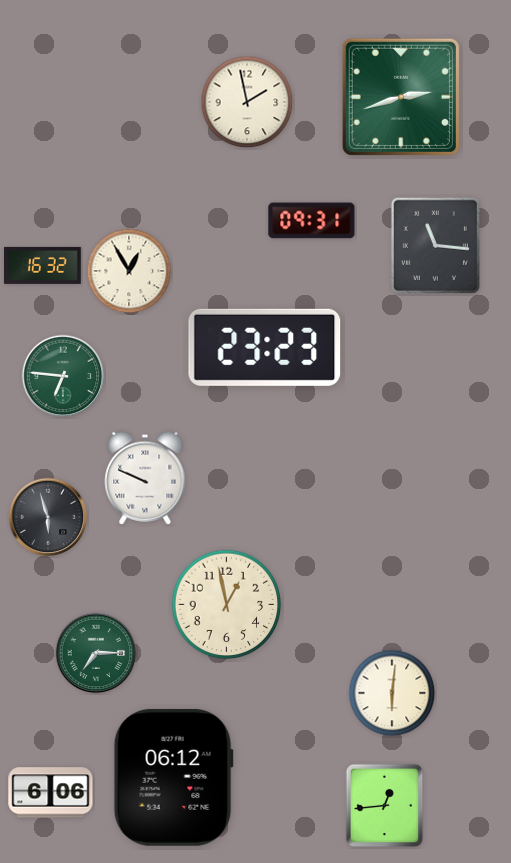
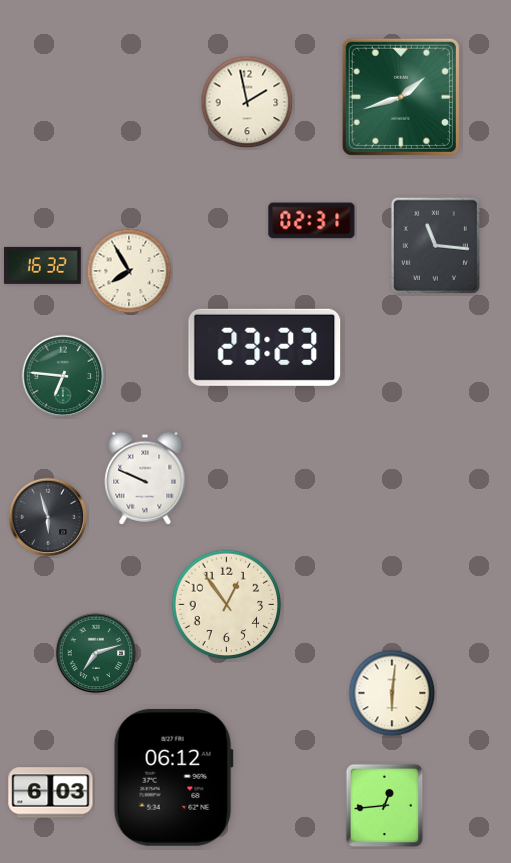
clock at (401, 97): 2:42 -> 1:42
clock at (312, 221): 09:31 -> 02:31
clock at (129, 271): 12:55 -> 7:55
clock at (227, 605): 12:58 -> 12:54
clock at (96, 653): 7:15 -> 7:12
clock at (51, 793): 6:06 -> 6:03
